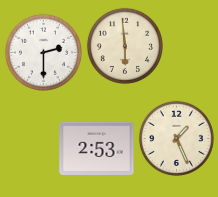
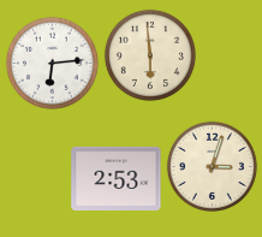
clock at (43, 52): 2:30 -> 6:14
clock at (176, 138): 1:26 -> 3:03
